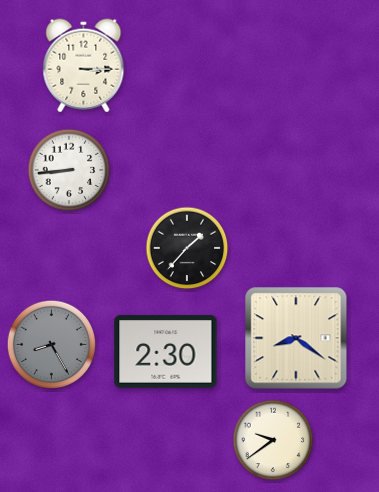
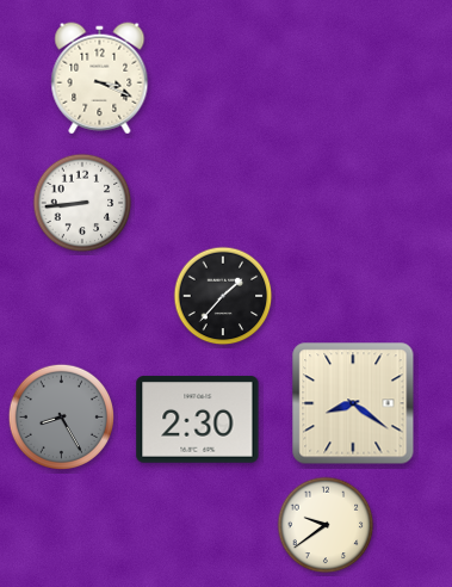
clock at (84, 66): 3:15 -> 3:19
clock at (51, 344) position: (51, 344) -> (61, 416)
